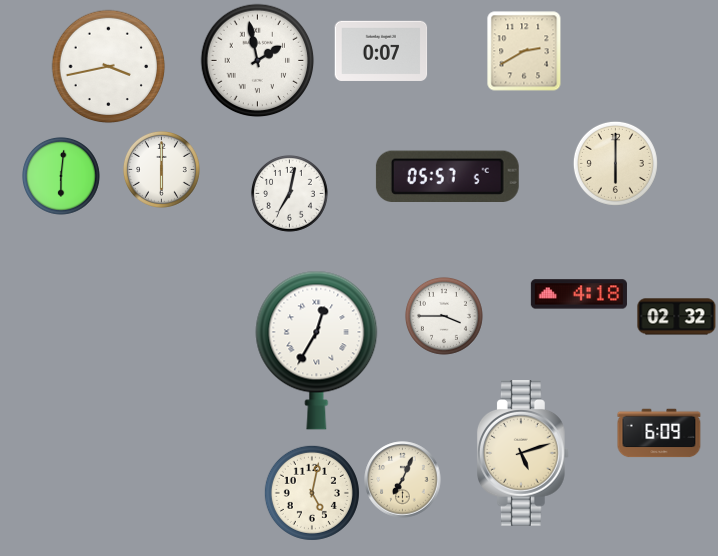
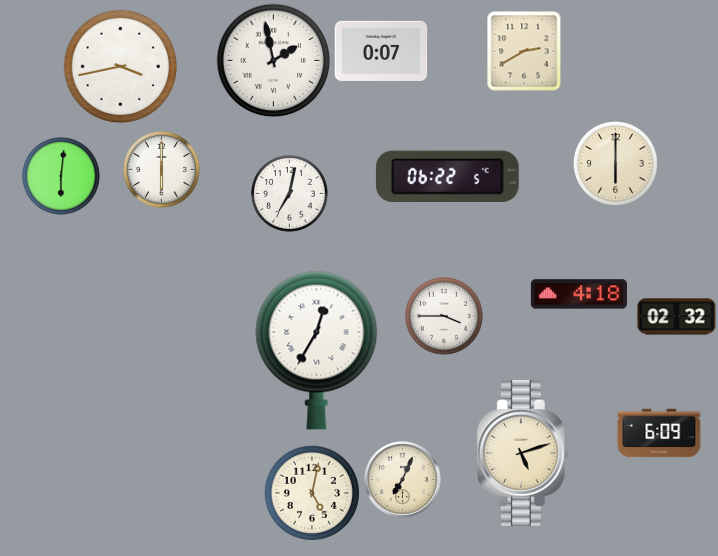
clock at (258, 61) position: (258, 61) -> (274, 61)
clock at (109, 67) position: (109, 67) -> (121, 67)
clock at (447, 177): 05:57 -> 06:22
